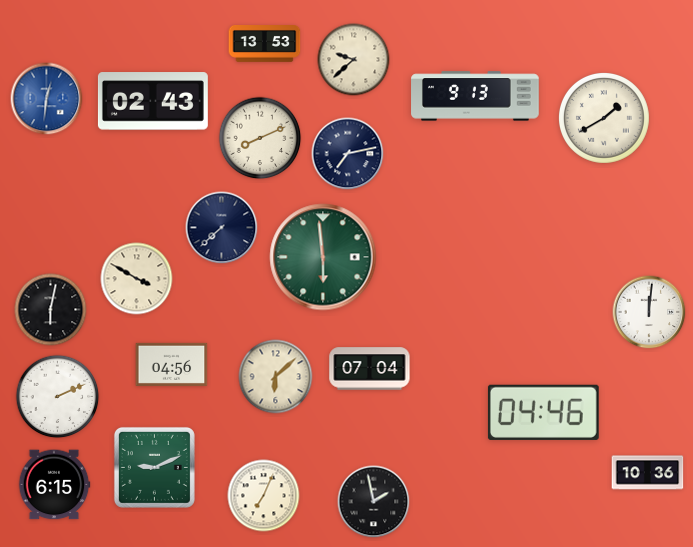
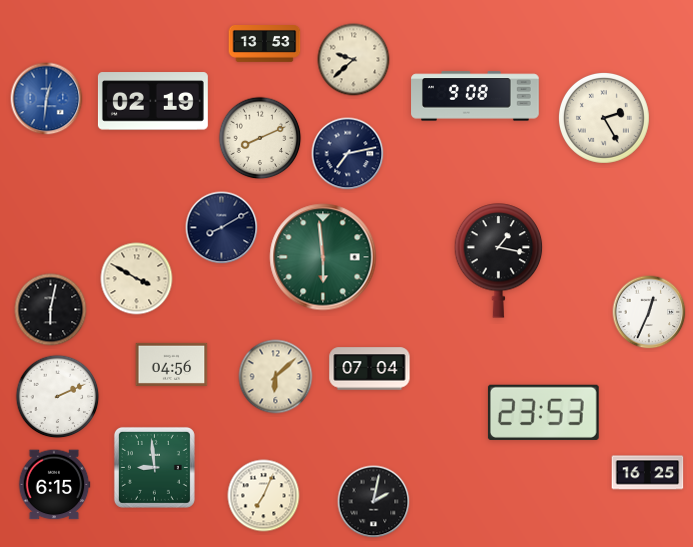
clock at (475, 96): 9:13 -> 9:08
clock at (153, 101): 02:43 -> 02:19
clock at (604, 118): 1:40 -> 2:25
clock at (222, 228): 7:38 -> 8:10
clock at (499, 261): none -> 1:17
clock at (649, 312): 12:01 -> 12:34
clock at (543, 412): 04:46 -> 23:53
clock at (154, 467): 9:11 -> 8:59
clock at (648, 473): 10:36 -> 16:25
clock at (374, 502): 1:58 -> 2:02
